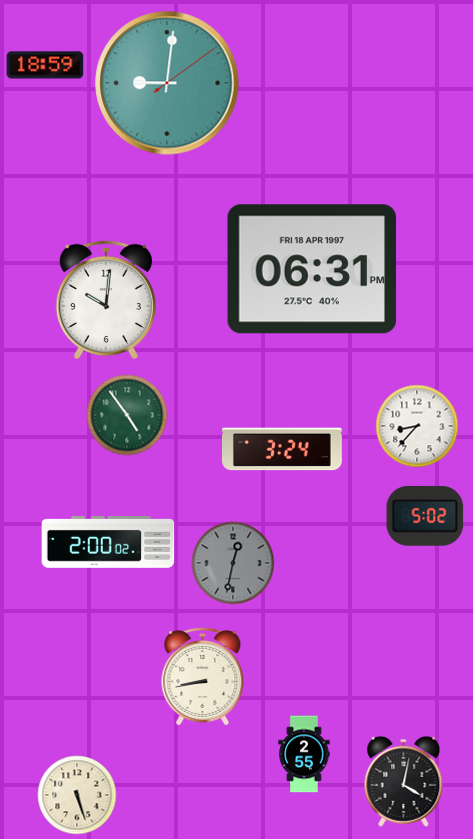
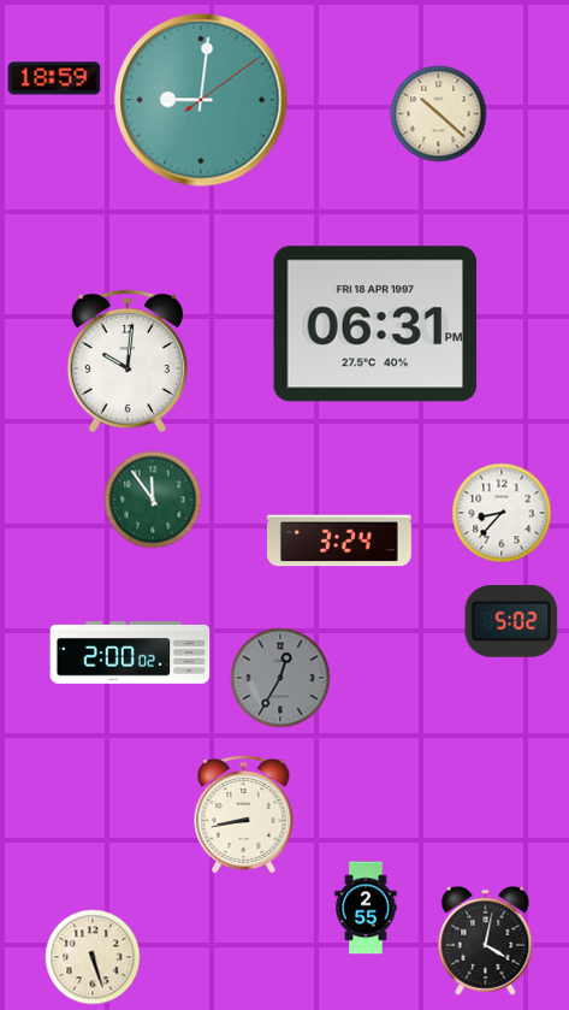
clock at (439, 114): none -> 10:22
clock at (127, 415): 4:54 -> 11:54
clock at (233, 563): 12:32 -> 12:35
